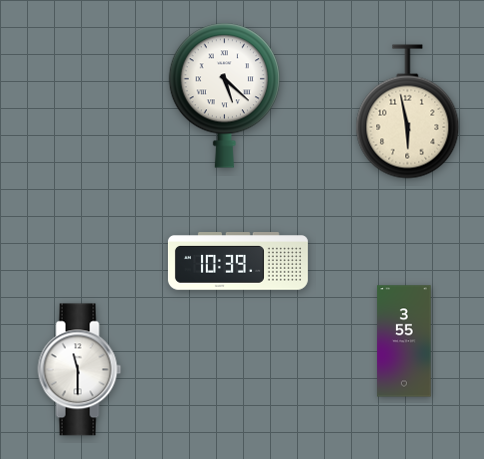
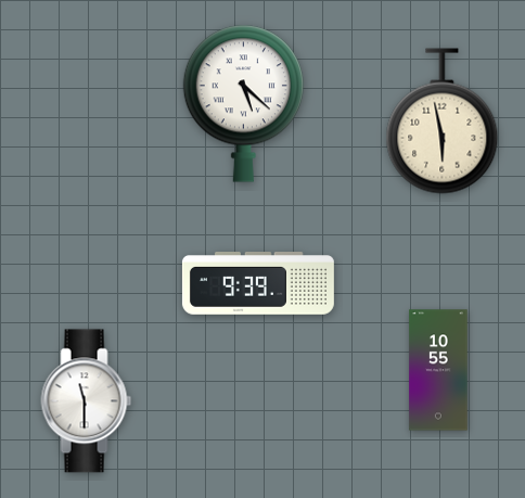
clock at (238, 261): 10:39 -> 9:39
clock at (404, 341): 3:55 -> 10:55
